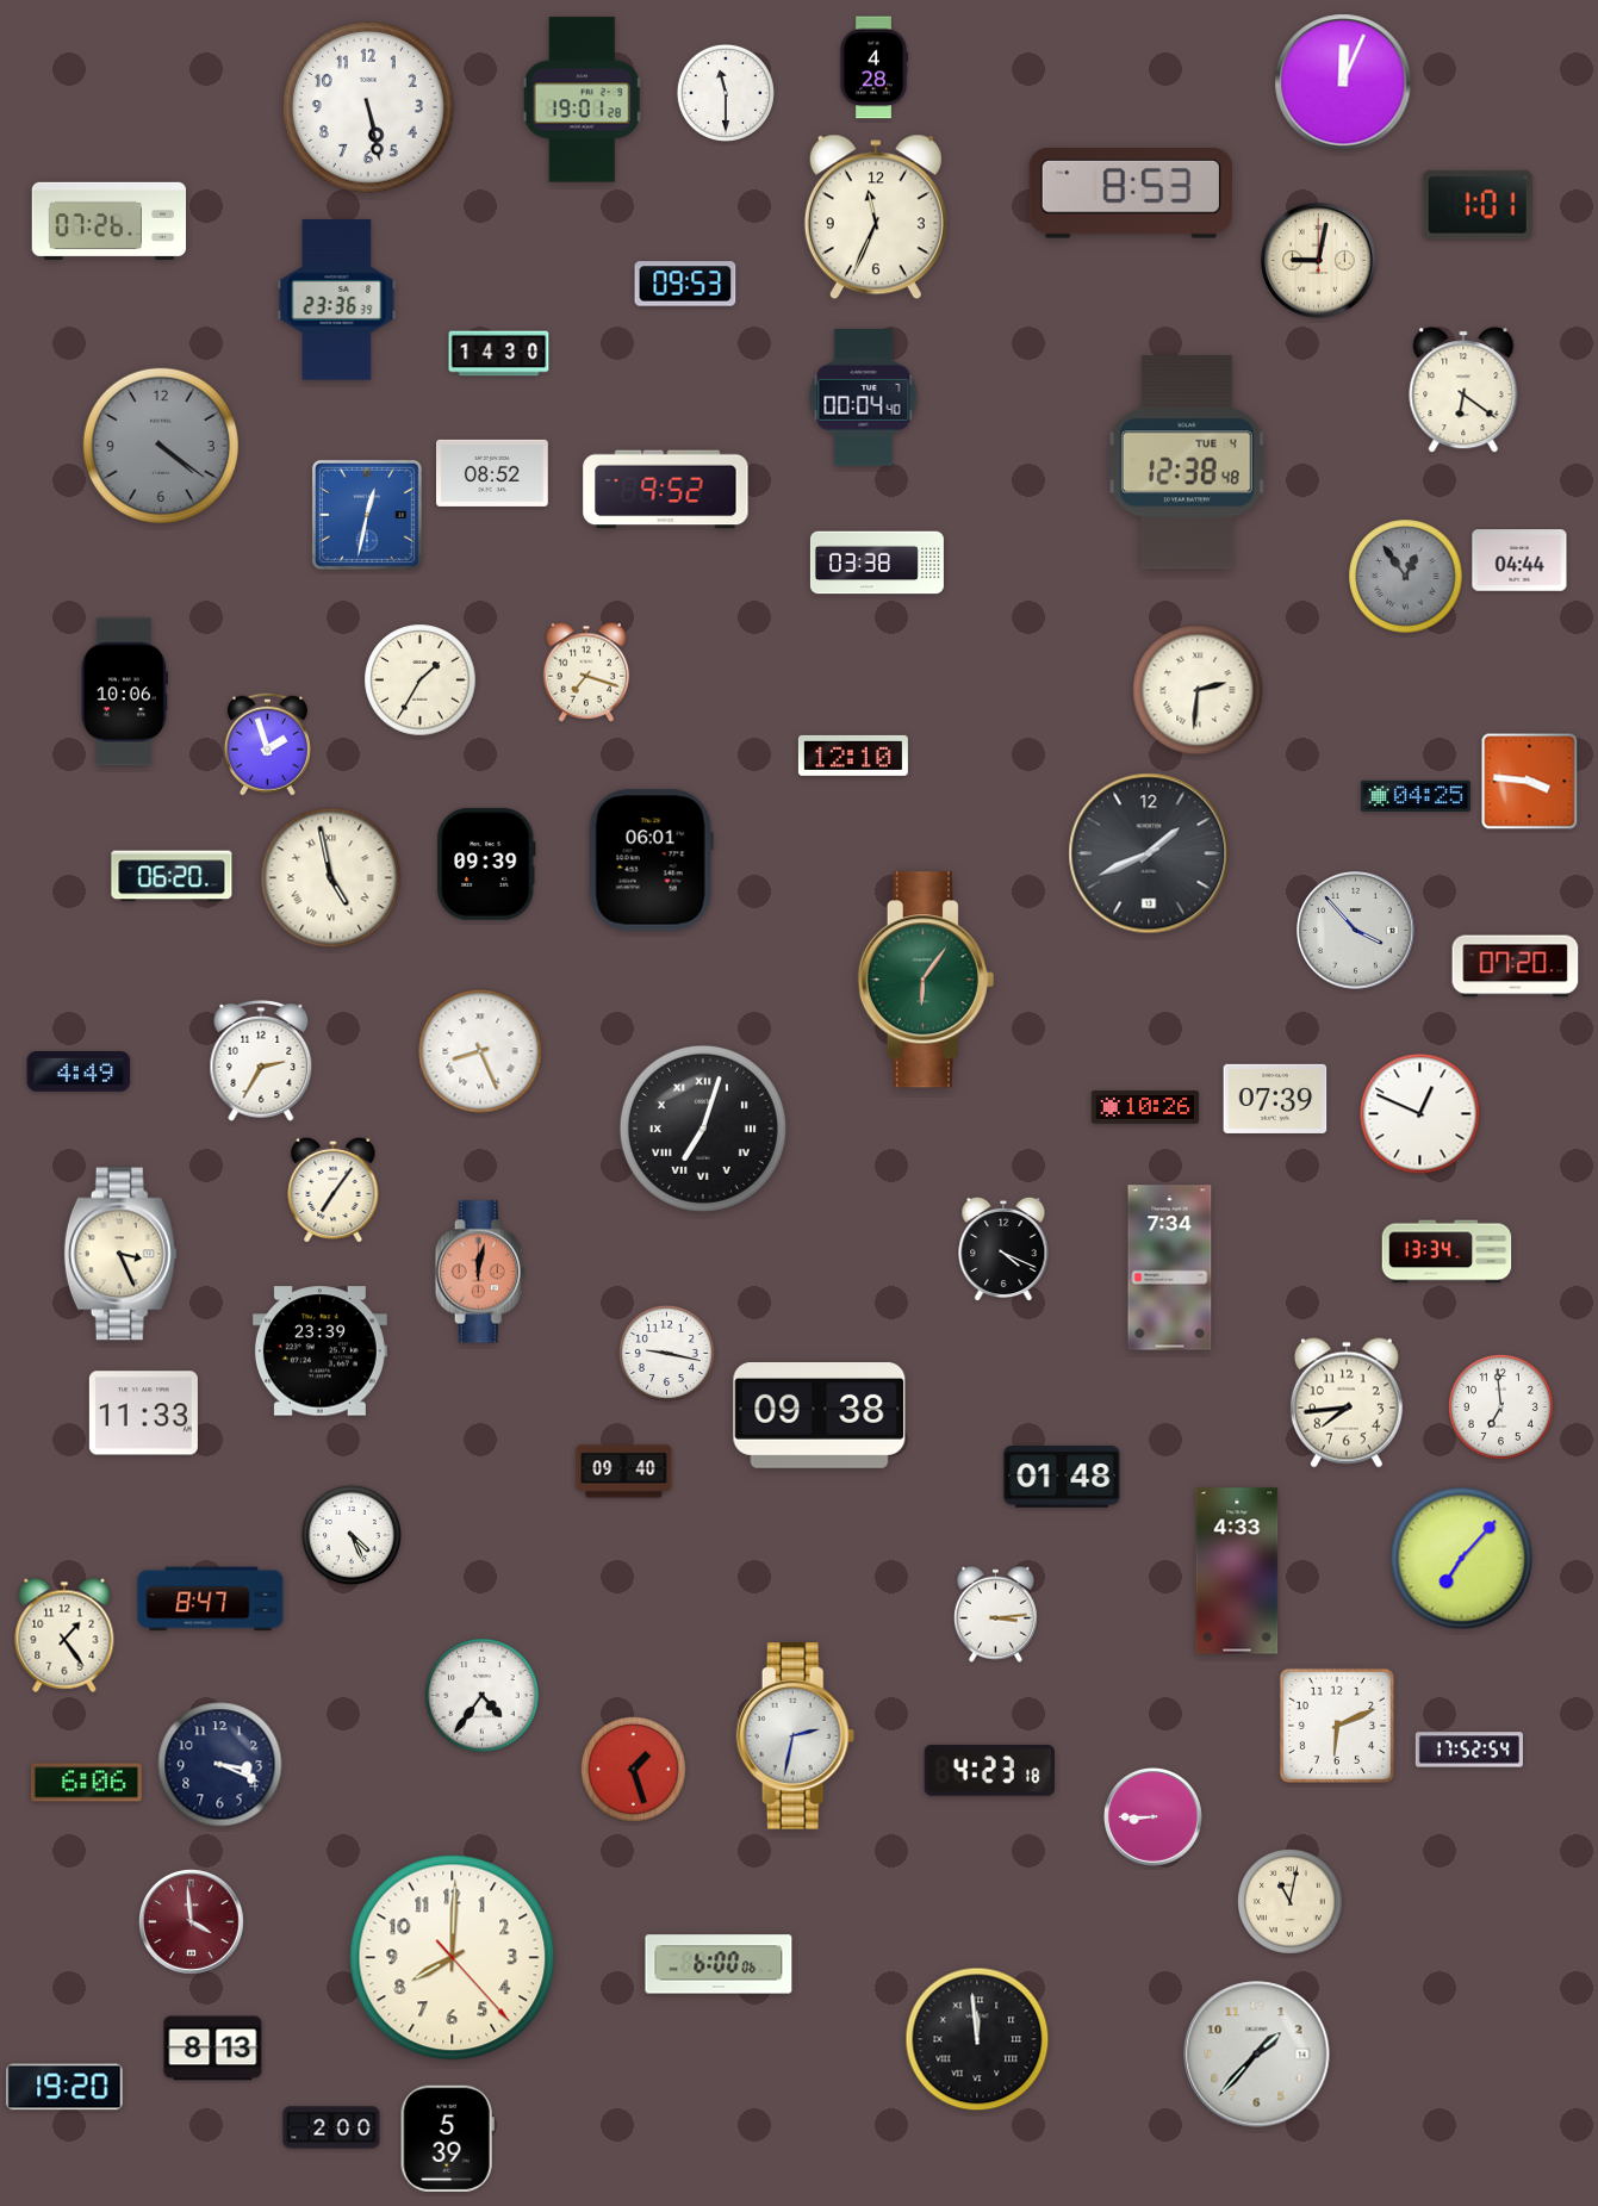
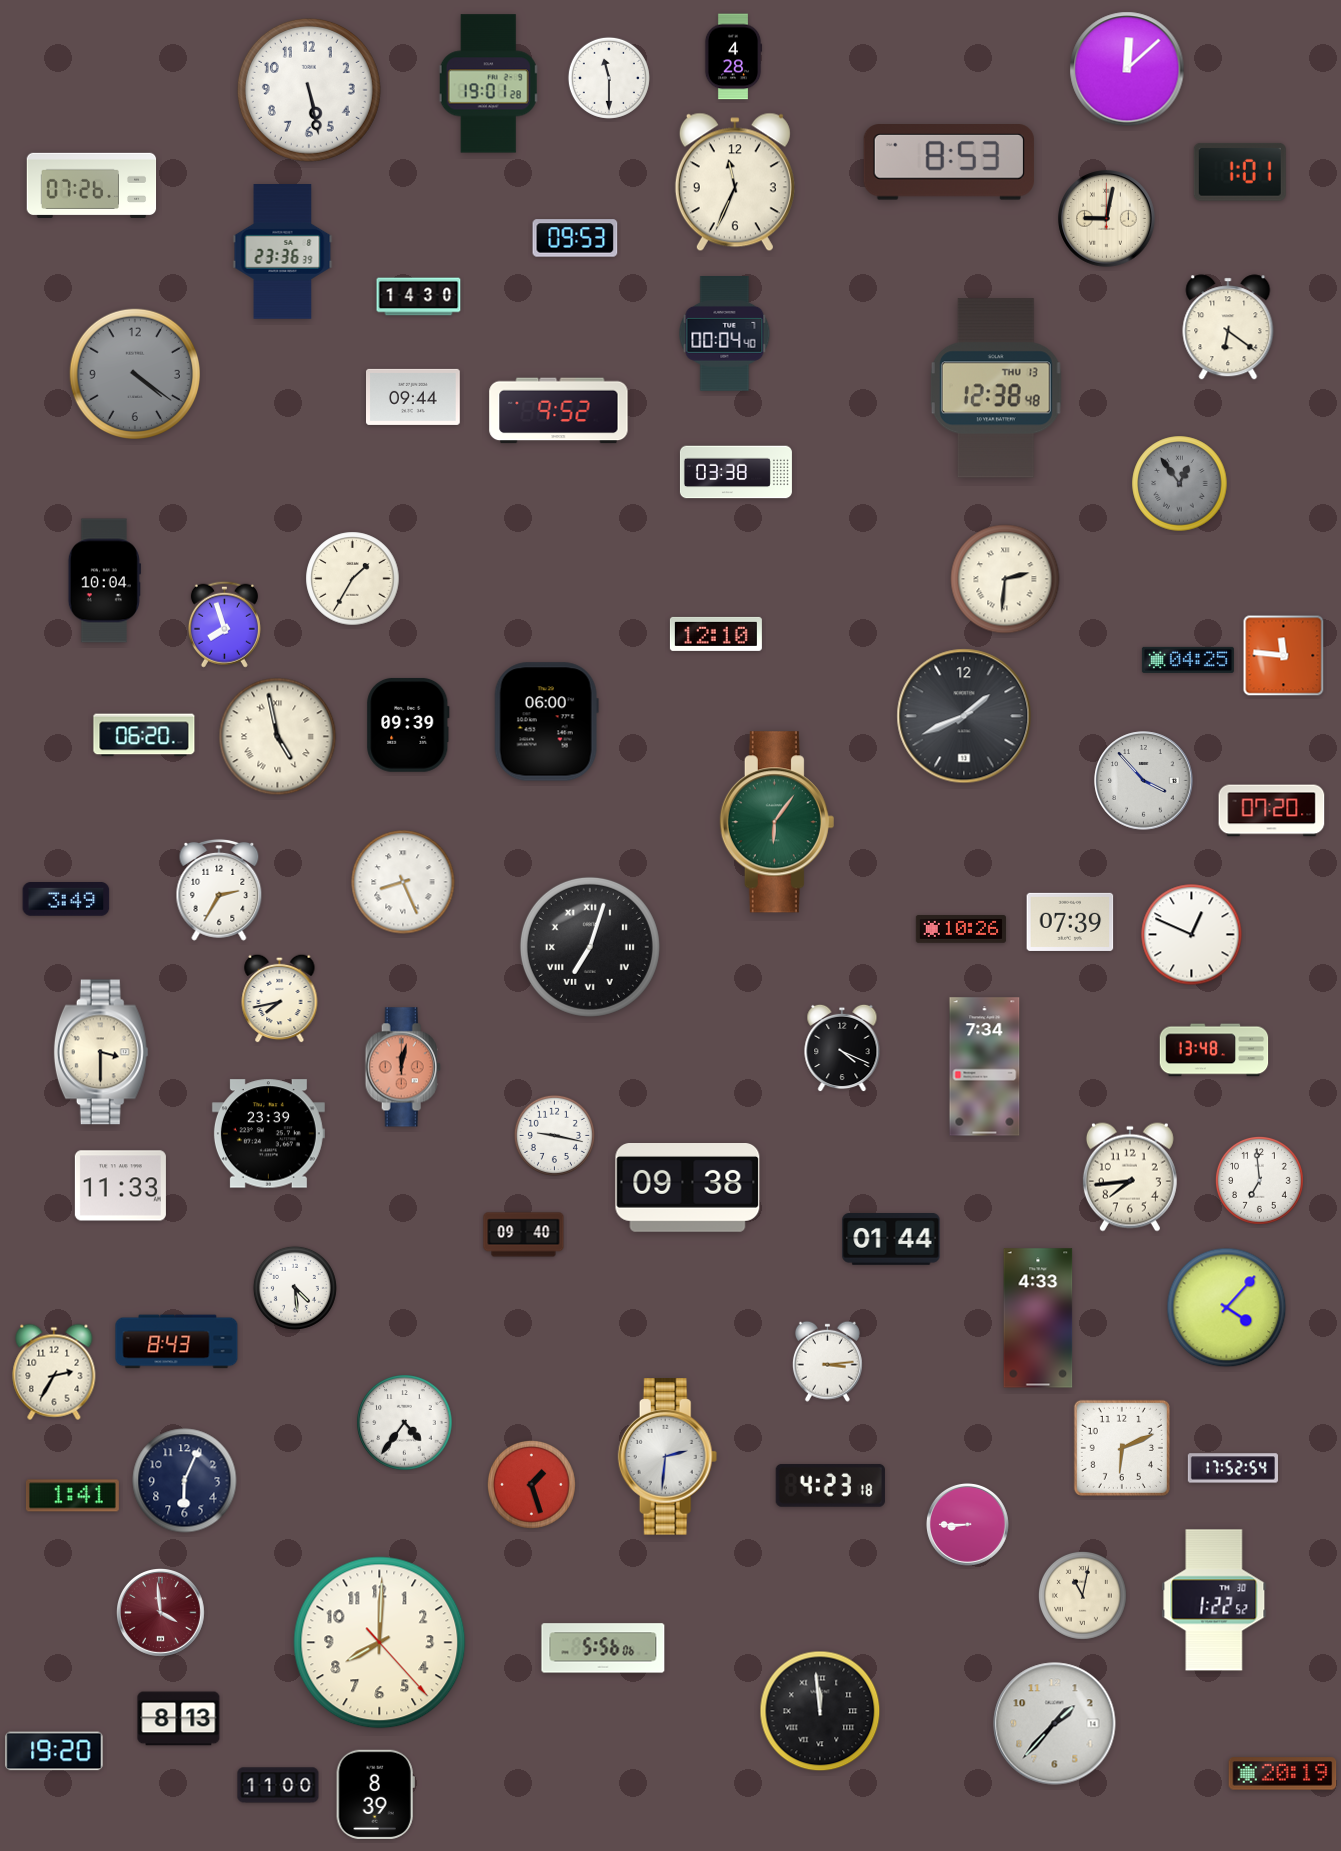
clock at (1343, 82): 12:04 -> 12:08
clock at (1187, 462) date: TUE 4 -> THU 13
clock at (493, 473): 08:52 -> 09:44
clock at (367, 515): 12:32 -> none
clock at (1519, 560): 04:44 -> none
clock at (586, 672): 7:18 -> none
clock at (421, 681) position: (421, 681) -> (353, 579)
clock at (124, 692): 10:06 -> 10:04
clock at (267, 744): 1:57 -> 7:57
clock at (1530, 782): 3:46 -> 11:46
clock at (1416, 796) position: (1416, 796) -> (1188, 660)
clock at (651, 860): 06:01 -> 06:00
clock at (1356, 931) position: (1356, 931) -> (1144, 781)
clock at (79, 1071): 4:49 -> 3:49
clock at (334, 1189): 7:06 -> 7:43
clock at (1447, 1251): 13:34 -> 13:48
clock at (120, 1254): 3:26 -> 3:30
clock at (1170, 1268) position: (1170, 1268) -> (985, 1067)
clock at (666, 1353) position: (666, 1353) -> (554, 1135)
clock at (1062, 1478): 01:48 -> 01:44
clock at (352, 1535): 4:26 -> 4:29
clock at (1462, 1559): 7:07 -> 4:07
clock at (211, 1599): 8:47 -> 8:43
clock at (995, 1614) position: (995, 1614) -> (827, 1361)
clock at (64, 1635): 1:24 -> 2:35
clock at (796, 1736): 2:32 -> 2:31
clock at (220, 1765): 3:19 -> 6:04
clock at (86, 1783): 6:06 -> 1:41
clock at (1214, 1600): none -> 1:22
clock at (719, 1964): 6:00 -> 5:56
clock at (1283, 1774): none -> 20:19
clock at (331, 2127): 2:00 -> 11:00
clock at (447, 2138): 5:39 -> 8:39
